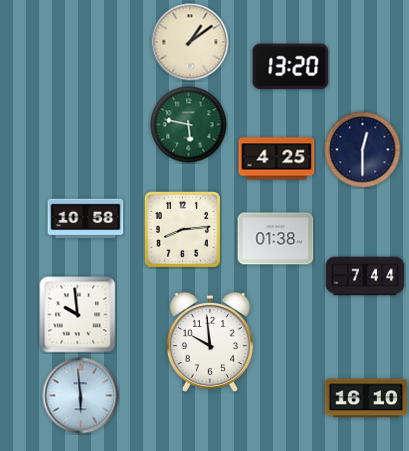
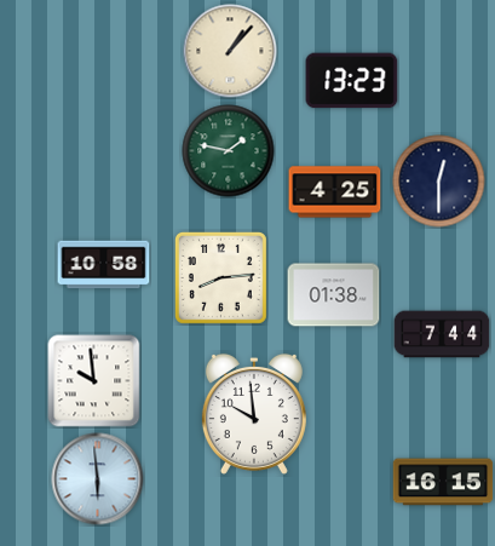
clock at (190, 42): 1:09 -> 1:07
clock at (291, 67): 13:20 -> 13:23
clock at (189, 125): 5:47 -> 1:47
clock at (276, 239) position: (276, 239) -> (334, 295)
clock at (366, 398): 16:10 -> 16:15
